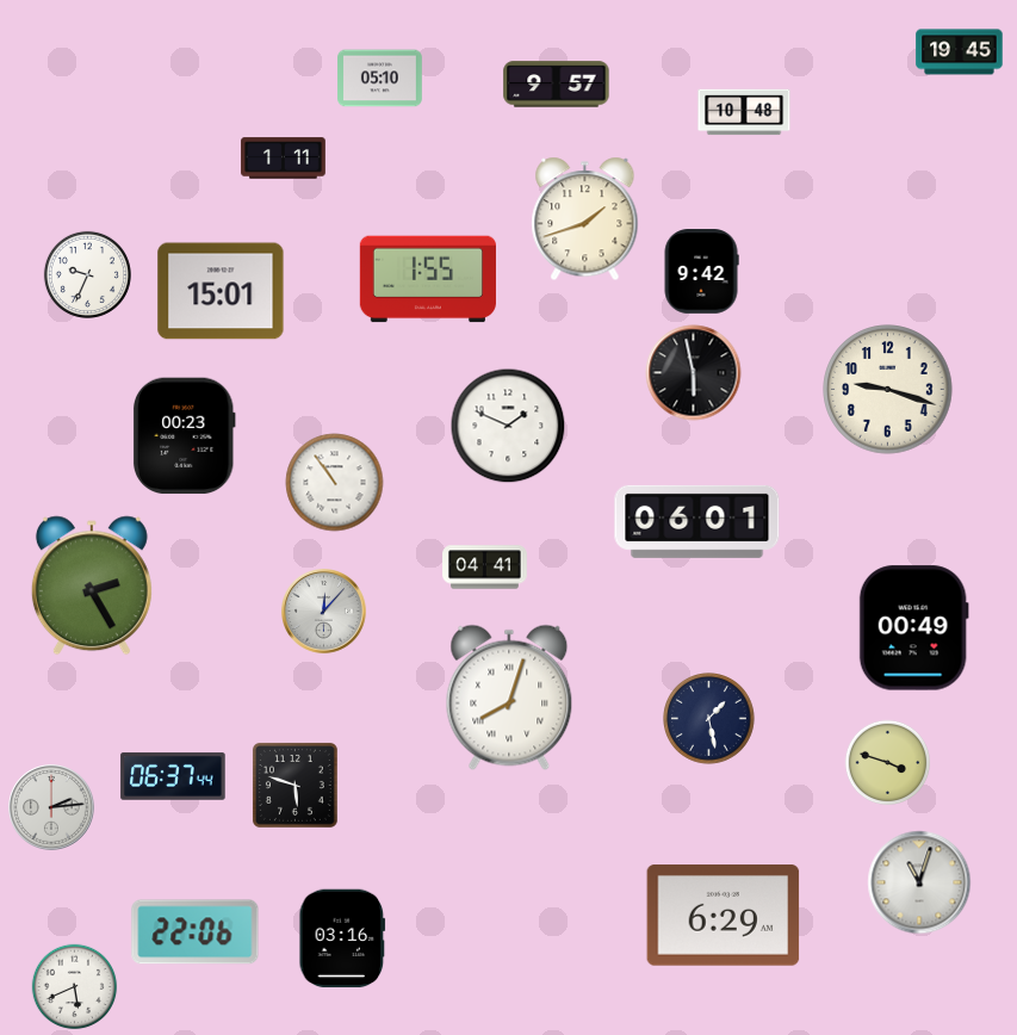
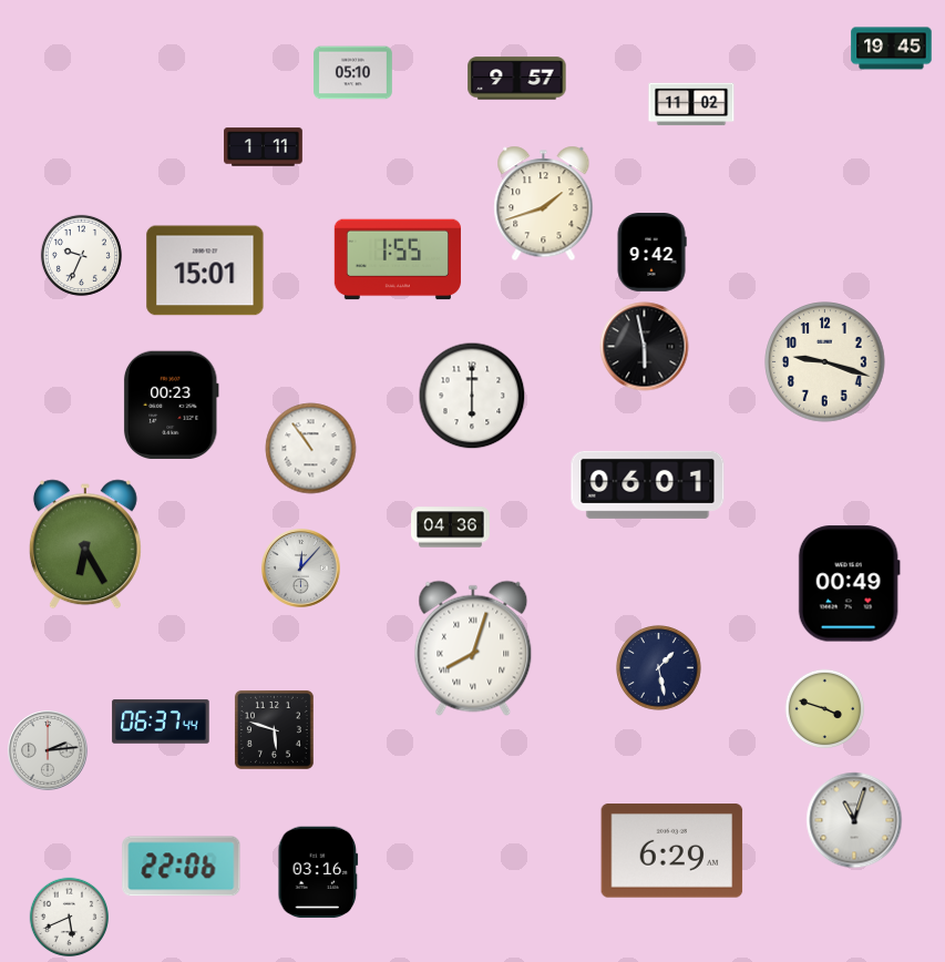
clock at (744, 112): 10:48 -> 11:02
clock at (508, 426): 1:49 -> 6:00
clock at (485, 568): 04:41 -> 04:36
clock at (92, 585): 2:25 -> 6:25
